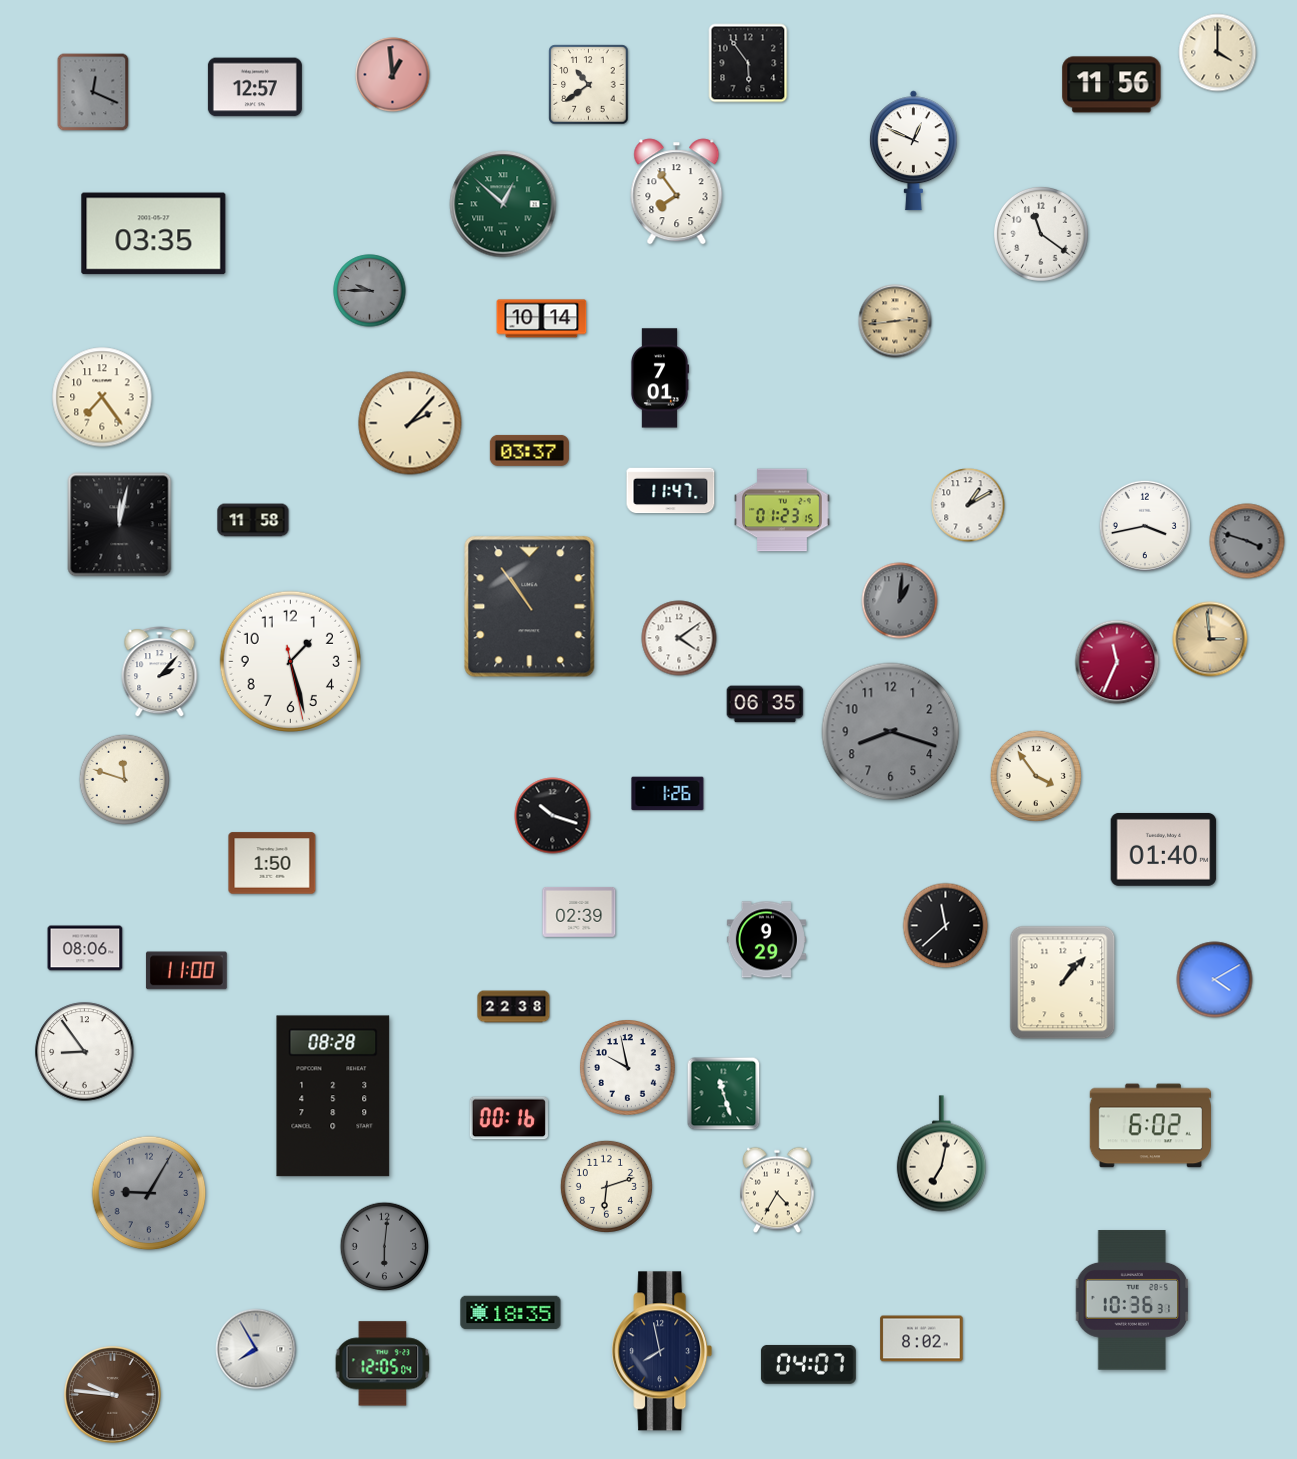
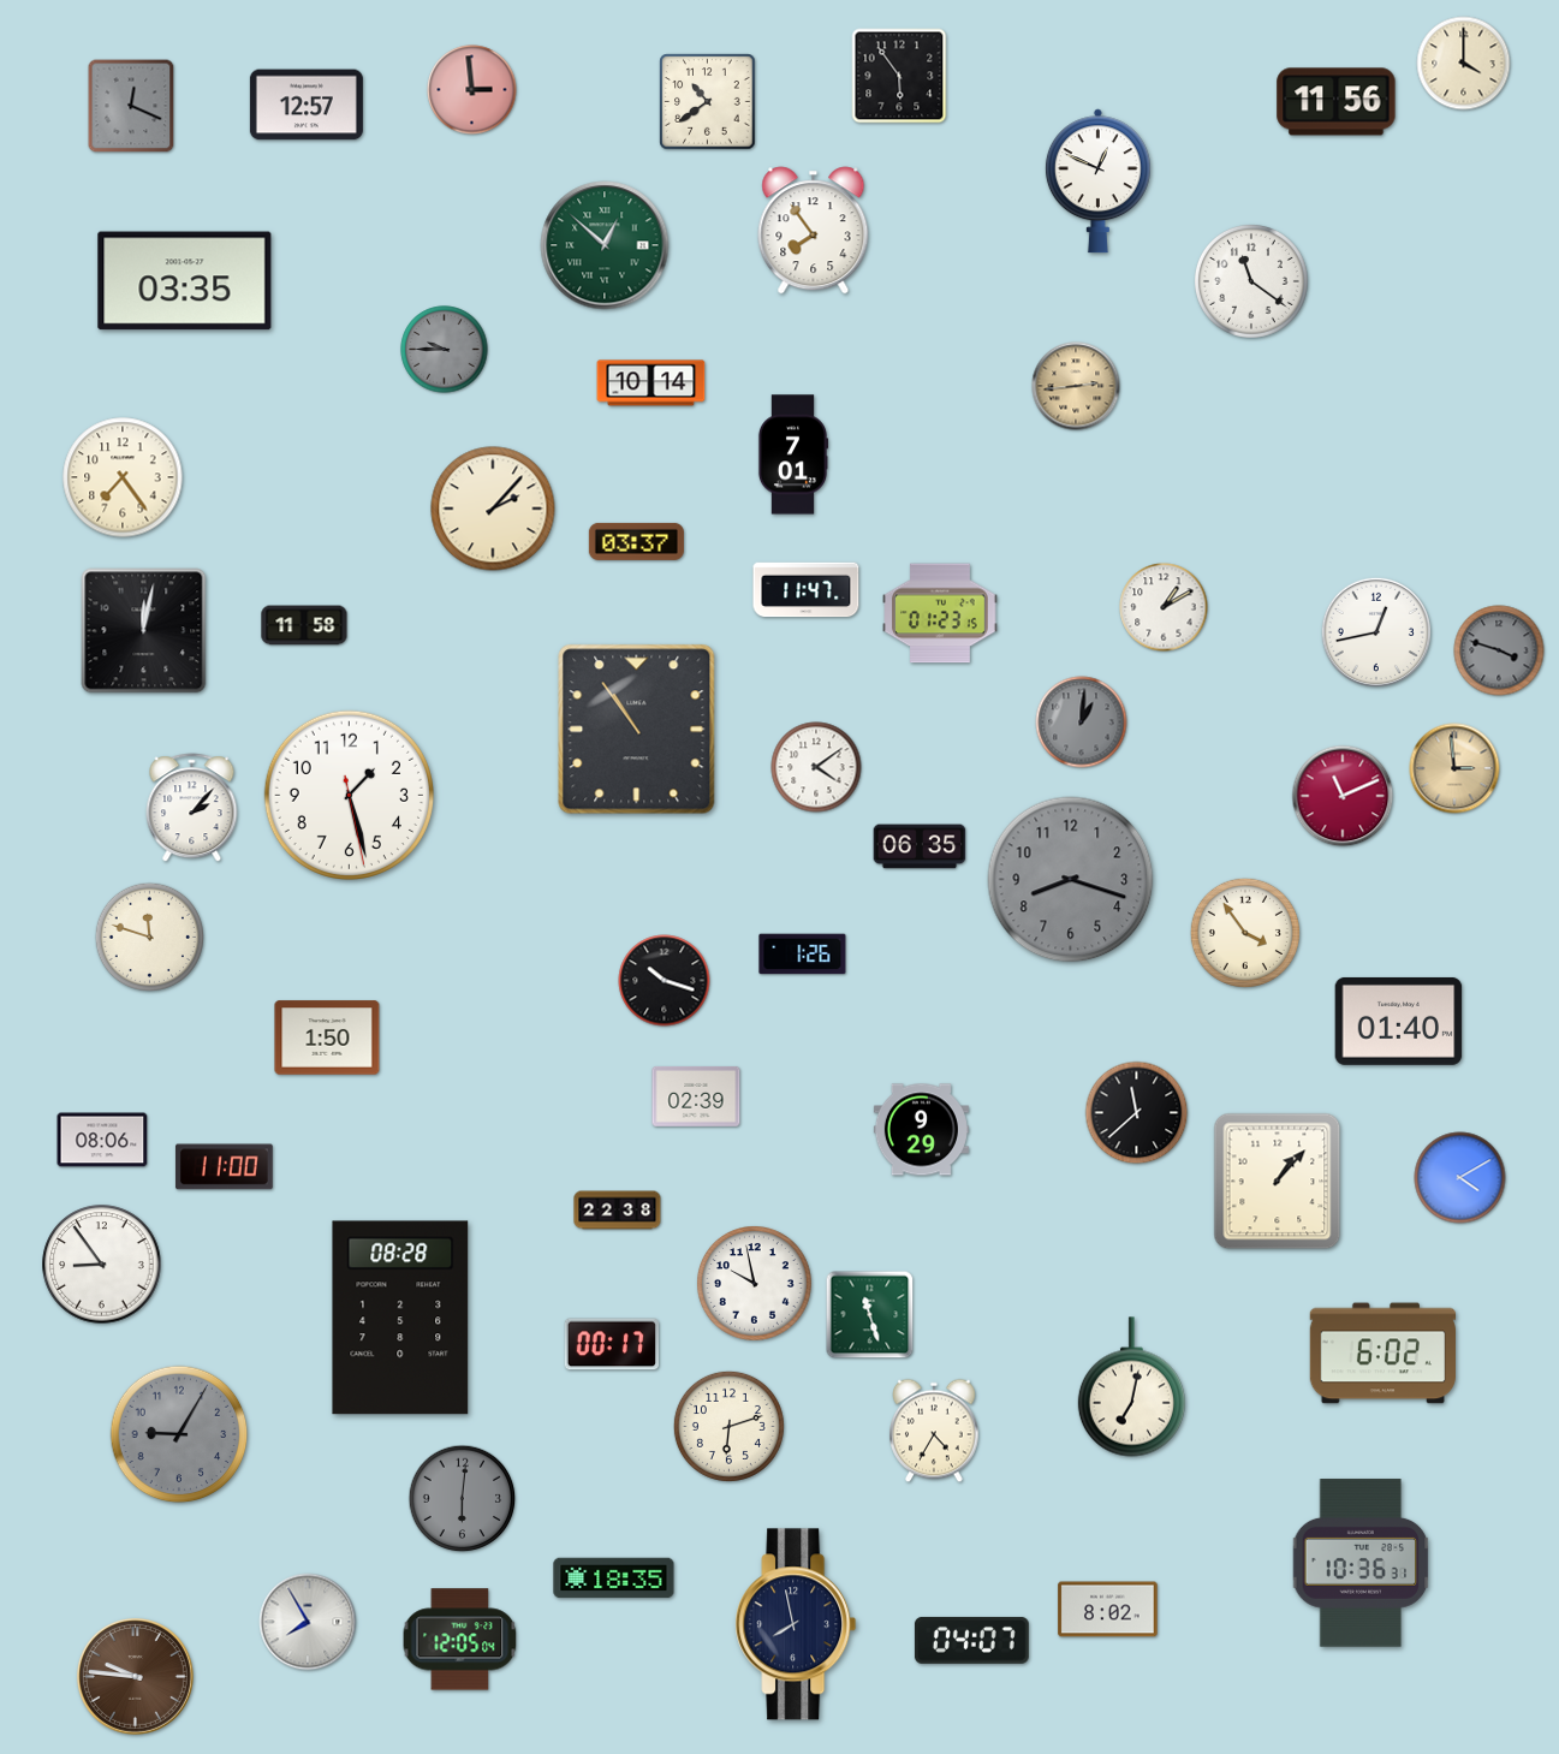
clock at (393, 75): 12:59 -> 2:59
clock at (93, 92) position: (93, 92) -> (131, 106)
clock at (1145, 526): 3:43 -> 12:43
clock at (1117, 662): 11:34 -> 11:11
clock at (509, 1118): 00:16 -> 00:17
